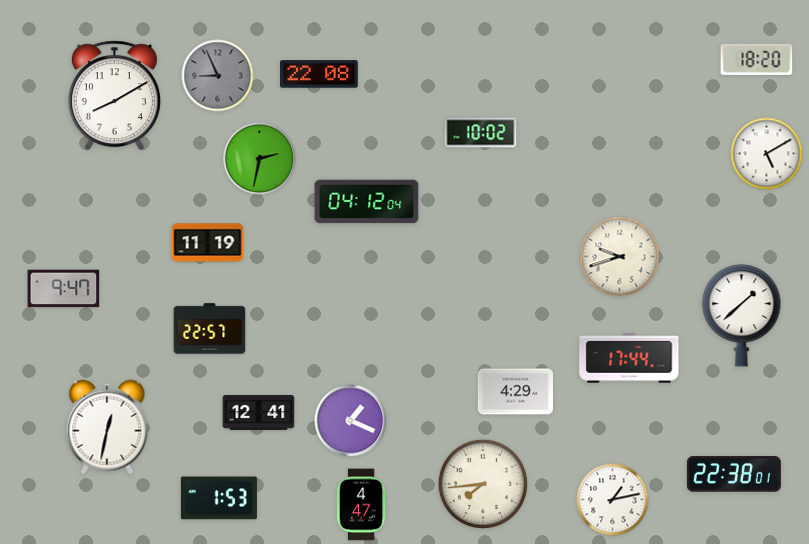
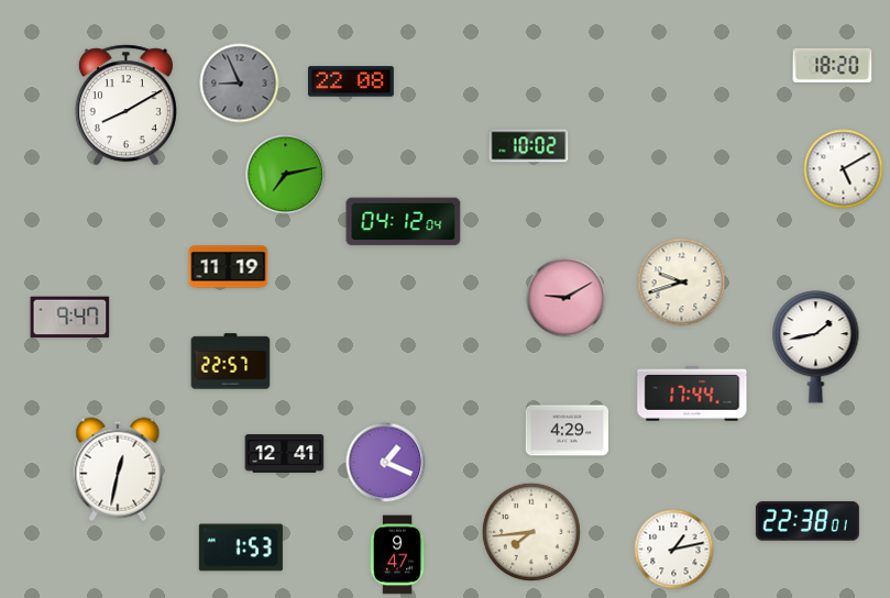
clock at (260, 159): 2:32 -> 7:13
clock at (567, 298): none -> 9:10
clock at (742, 316): 1:38 -> 1:43
clock at (361, 505): 4:47 -> 9:47
